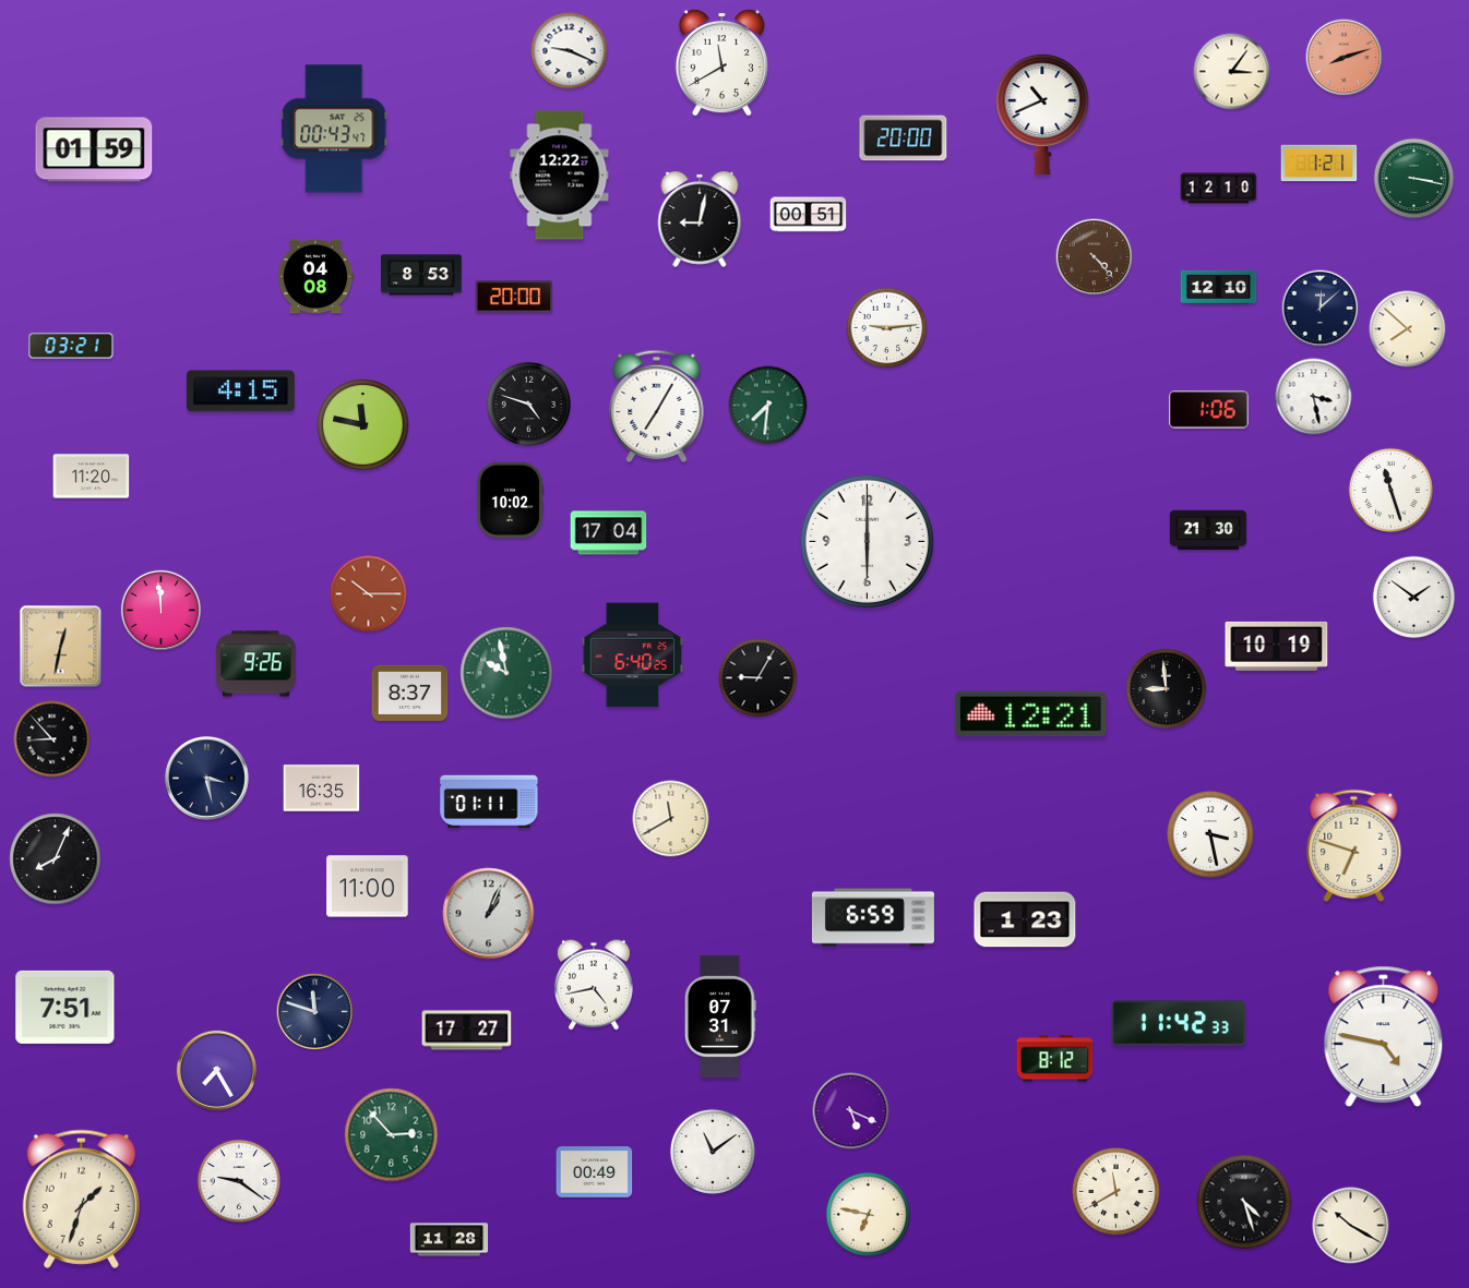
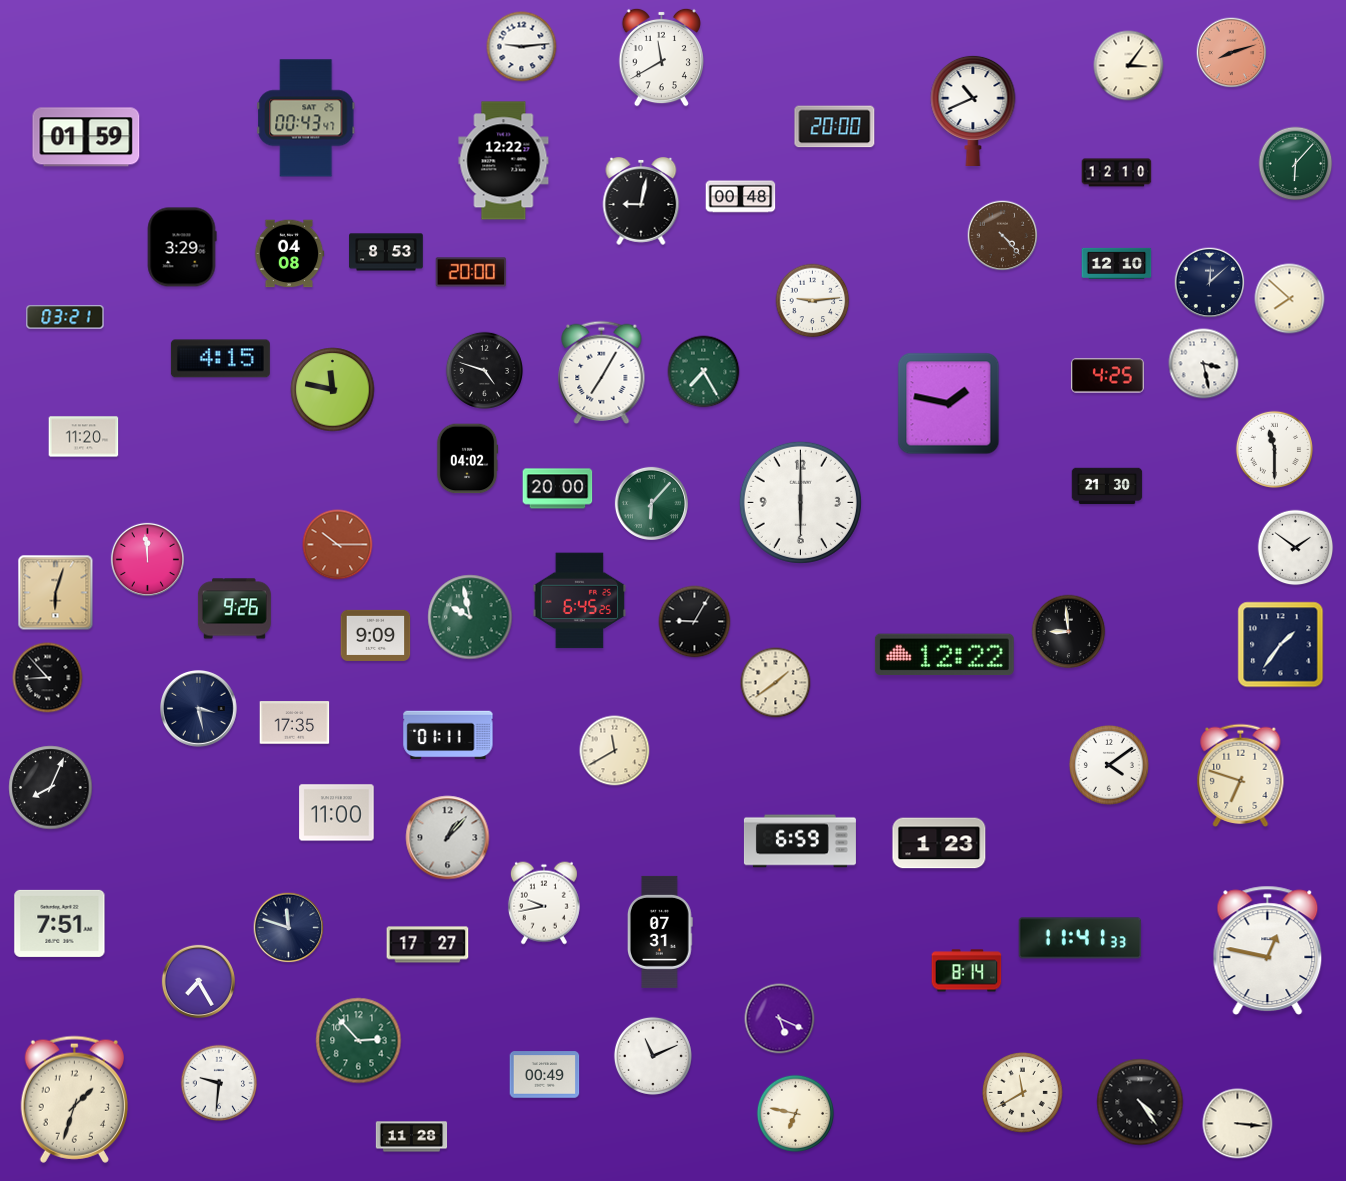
clock at (570, 51): 9:19 -> 9:14
clock at (1042, 113) position: (1042, 113) -> (973, 110)
clock at (904, 139) position: (904, 139) -> (835, 127)
clock at (1319, 164): 1:21 -> none
clock at (560, 176) position: (560, 176) -> (504, 161)
clock at (1414, 179): 3:17 -> 6:07
clock at (809, 215): 00:51 -> 00:48
clock at (182, 247): none -> 3:29
clock at (1408, 329) position: (1408, 329) -> (1290, 299)
clock at (768, 406): 7:31 -> 7:25
clock at (1208, 410): 1:06 -> 4:25
clock at (949, 404): none -> 1:47
clock at (1390, 490): 11:27 -> 11:30
clock at (510, 501): 10:02 -> 04:02
clock at (609, 533): 17:04 -> 20:00
clock at (867, 541) position: (867, 541) -> (800, 502)
clock at (651, 503): none -> 6:07
clock at (1277, 646): 10:19 -> none
clock at (61, 647): 12:32 -> 6:03
clock at (633, 655): 6:40 -> 6:45
clock at (506, 673) position: (506, 673) -> (470, 617)
clock at (410, 693): 8:37 -> 9:09
clock at (1281, 645): none -> 1:36
clock at (1030, 714): 12:21 -> 12:22
clock at (776, 683): none -> 1:39
clock at (207, 779) position: (207, 779) -> (199, 709)
clock at (322, 789): 16:35 -> 17:35
clock at (1210, 834): 3:28 -> 4:09
clock at (489, 914): 1:04 -> 1:07
clock at (594, 985): 4:43 -> 9:43
clock at (1179, 1023): 11:42 -> 11:41
clock at (1384, 1036): 4:47 -> 12:47
clock at (1055, 1059): 8:12 -> 8:14
clock at (713, 1152): 11:09 -> 11:11
clock at (239, 1181): 9:21 -> 9:31
clock at (1244, 1202): 4:27 -> 4:24
clock at (1351, 1226): 10:20 -> 3:16
